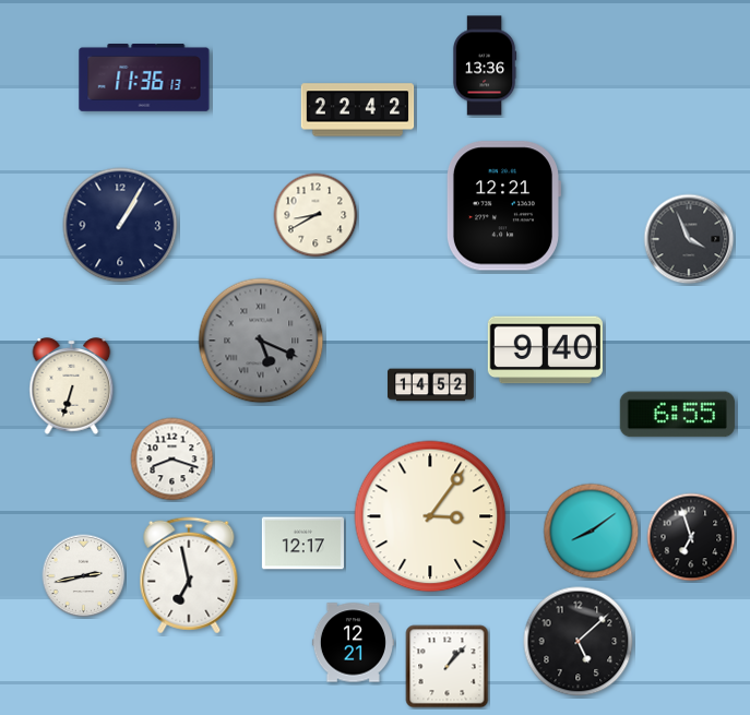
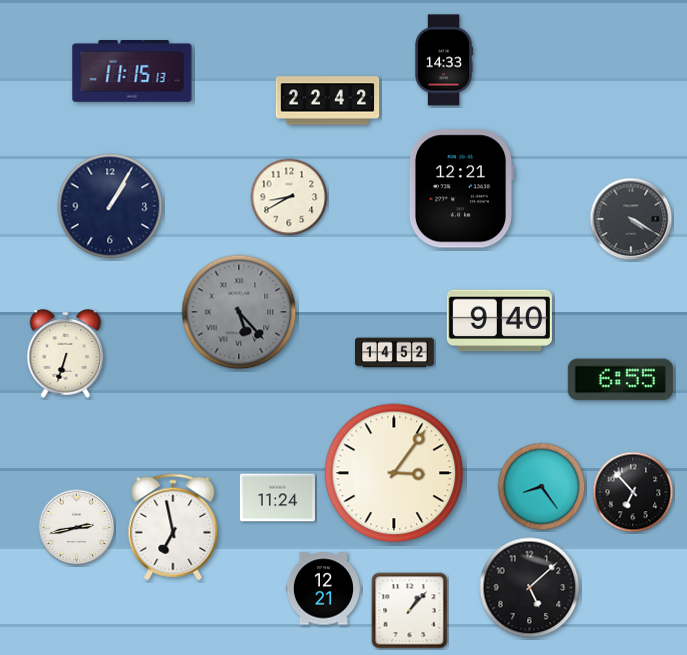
clock at (485, 65): 13:36 -> 14:33
clock at (144, 79): 11:36 -> 11:15
clock at (689, 239): 3:56 -> 4:20
clock at (261, 341): 5:19 -> 5:23
clock at (172, 460): 8:18 -> none
clock at (592, 532): 8:09 -> 8:24
clock at (691, 537): 6:57 -> 6:53
clock at (302, 544): 12:17 -> 11:24
